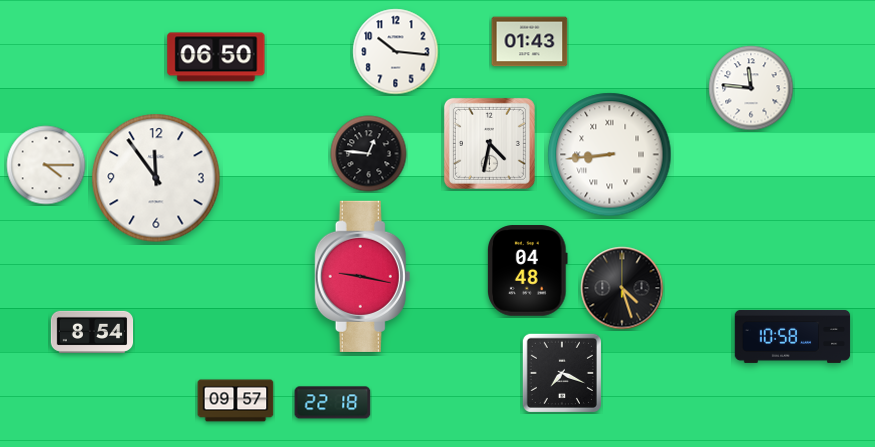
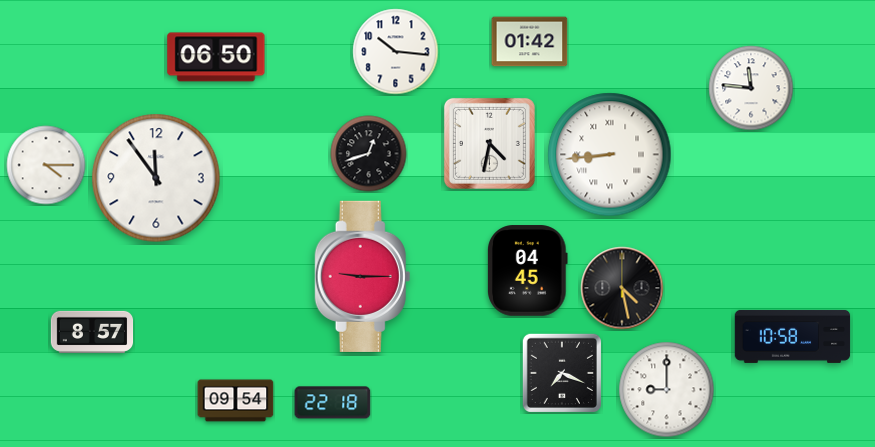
clock at (530, 42): 01:43 -> 01:42
clock at (369, 154): 12:46 -> 12:42
clock at (528, 271): 04:48 -> 04:45
clock at (363, 276): 9:17 -> 9:15
clock at (622, 288): 4:27 -> 4:28
clock at (92, 332): 8:54 -> 8:57
clock at (667, 390): none -> 9:00
clock at (236, 401): 09:57 -> 09:54
